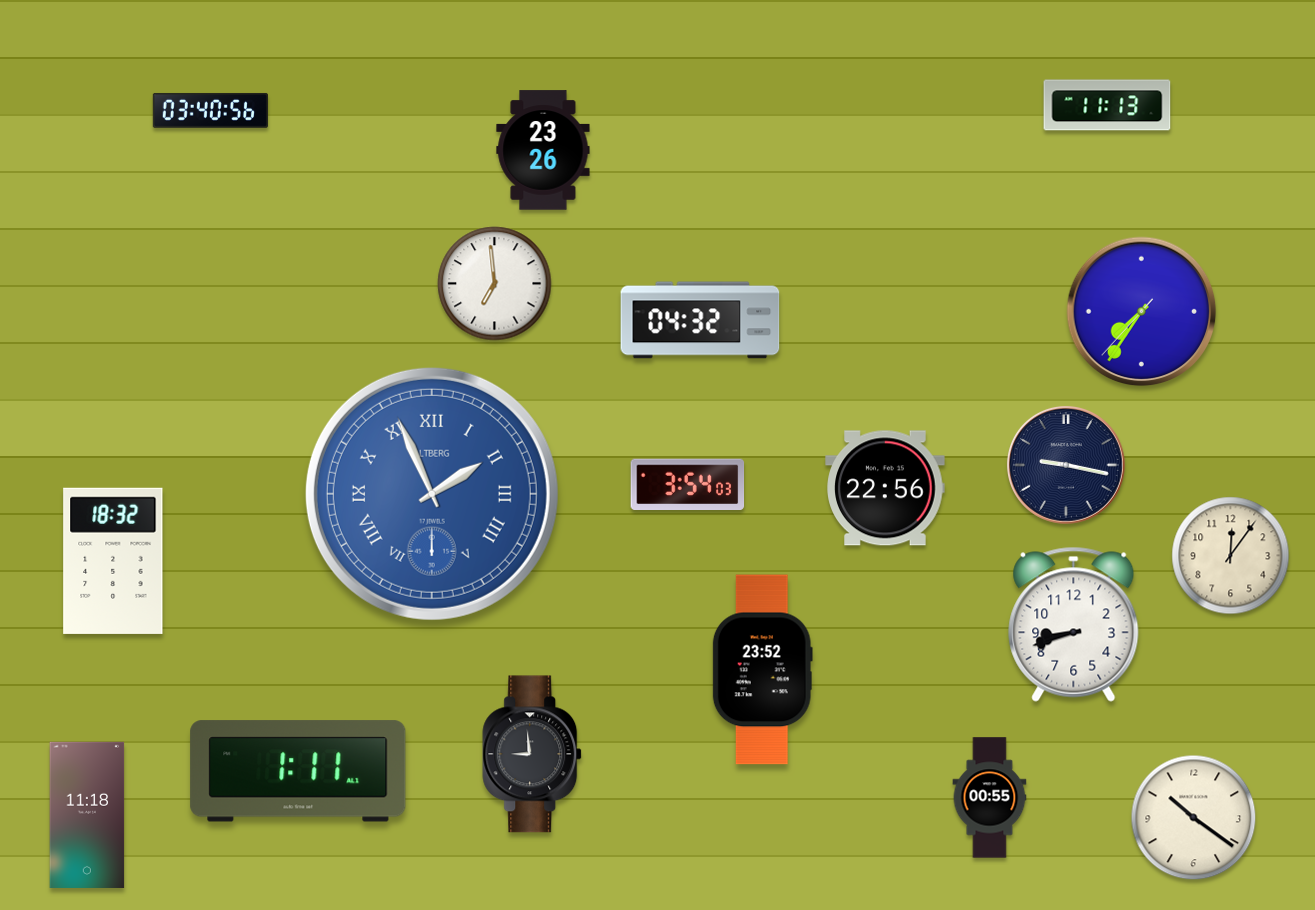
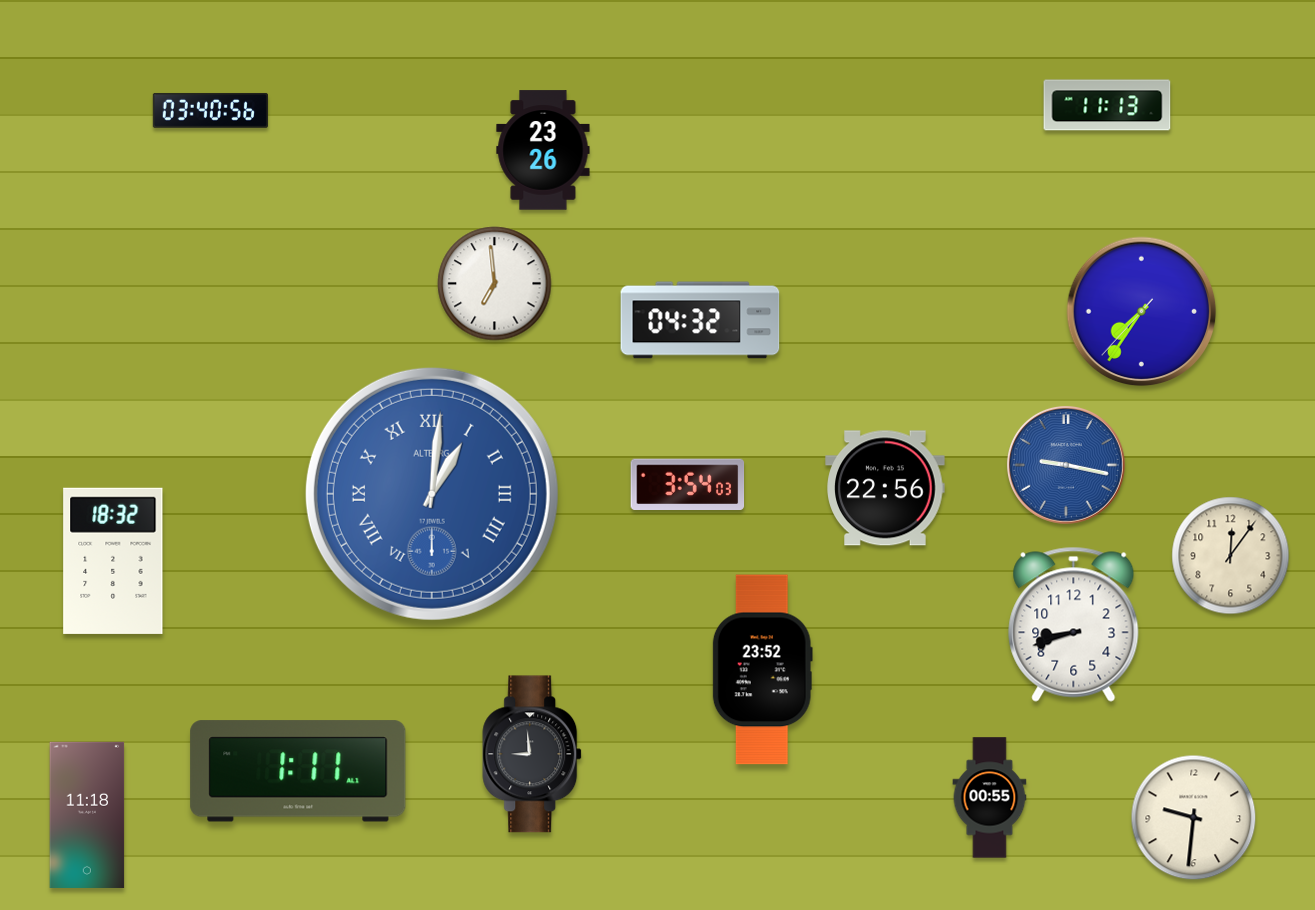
clock at (1066, 465) dial: navy -> blue
clock at (432, 494): 1:56 -> 1:01
clock at (1194, 818): 10:21 -> 9:31
